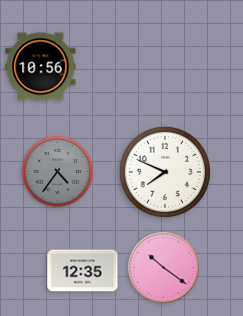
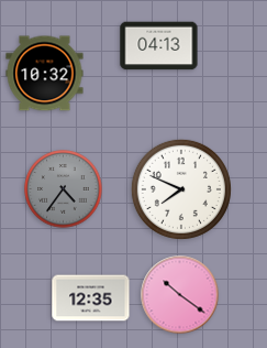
clock at (159, 46): none -> 04:13
clock at (41, 67): 10:56 -> 10:32
